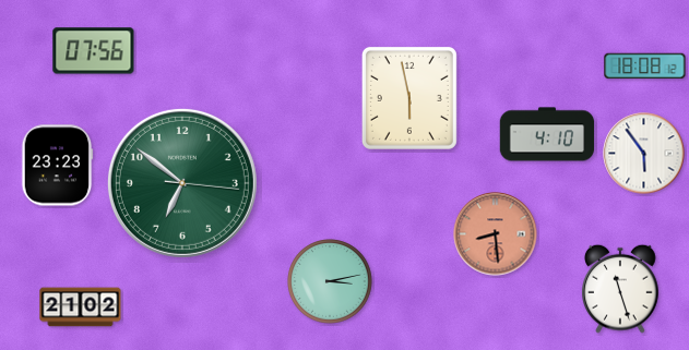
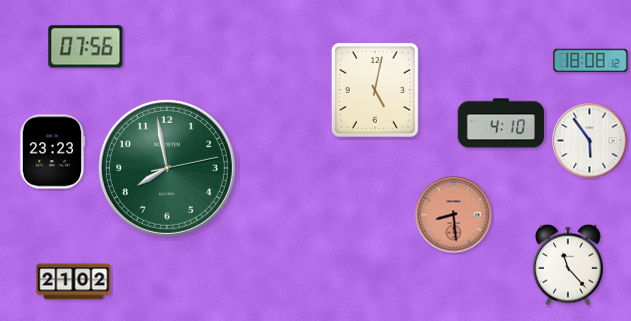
clock at (409, 98): 5:58 -> 5:02
clock at (182, 183): 6:51 -> 7:58
clock at (330, 281): 3:13 -> none
clock at (621, 289): 11:27 -> 11:23
